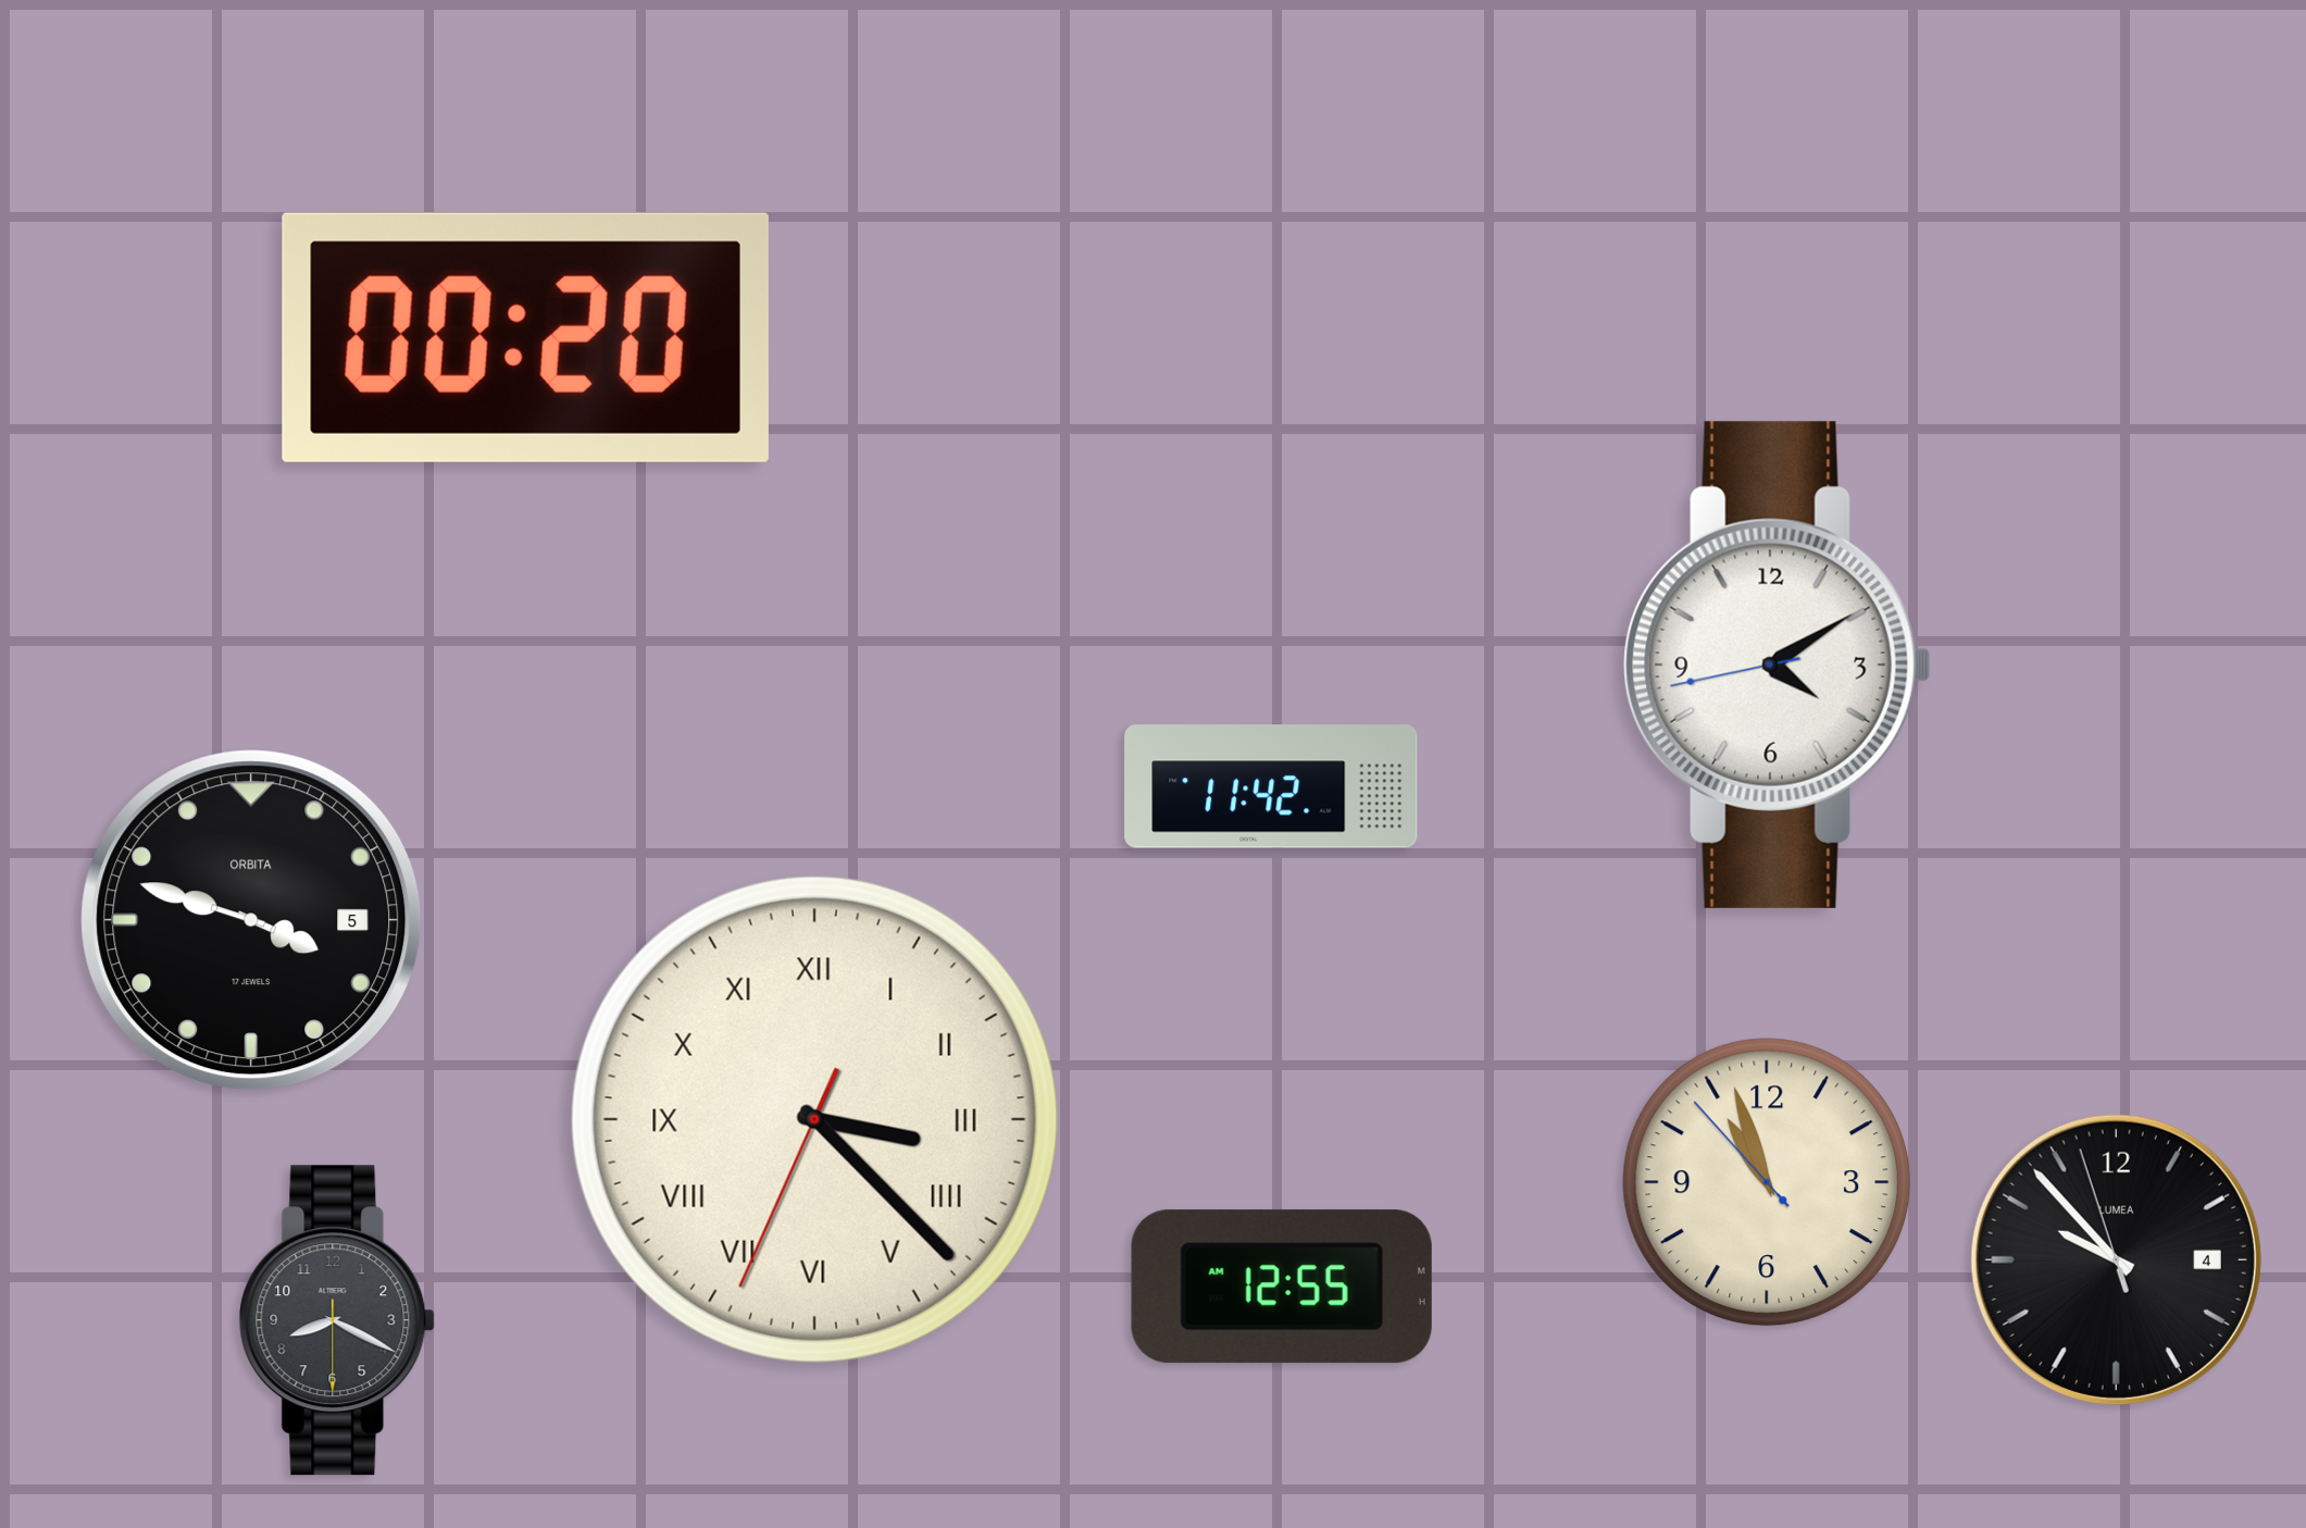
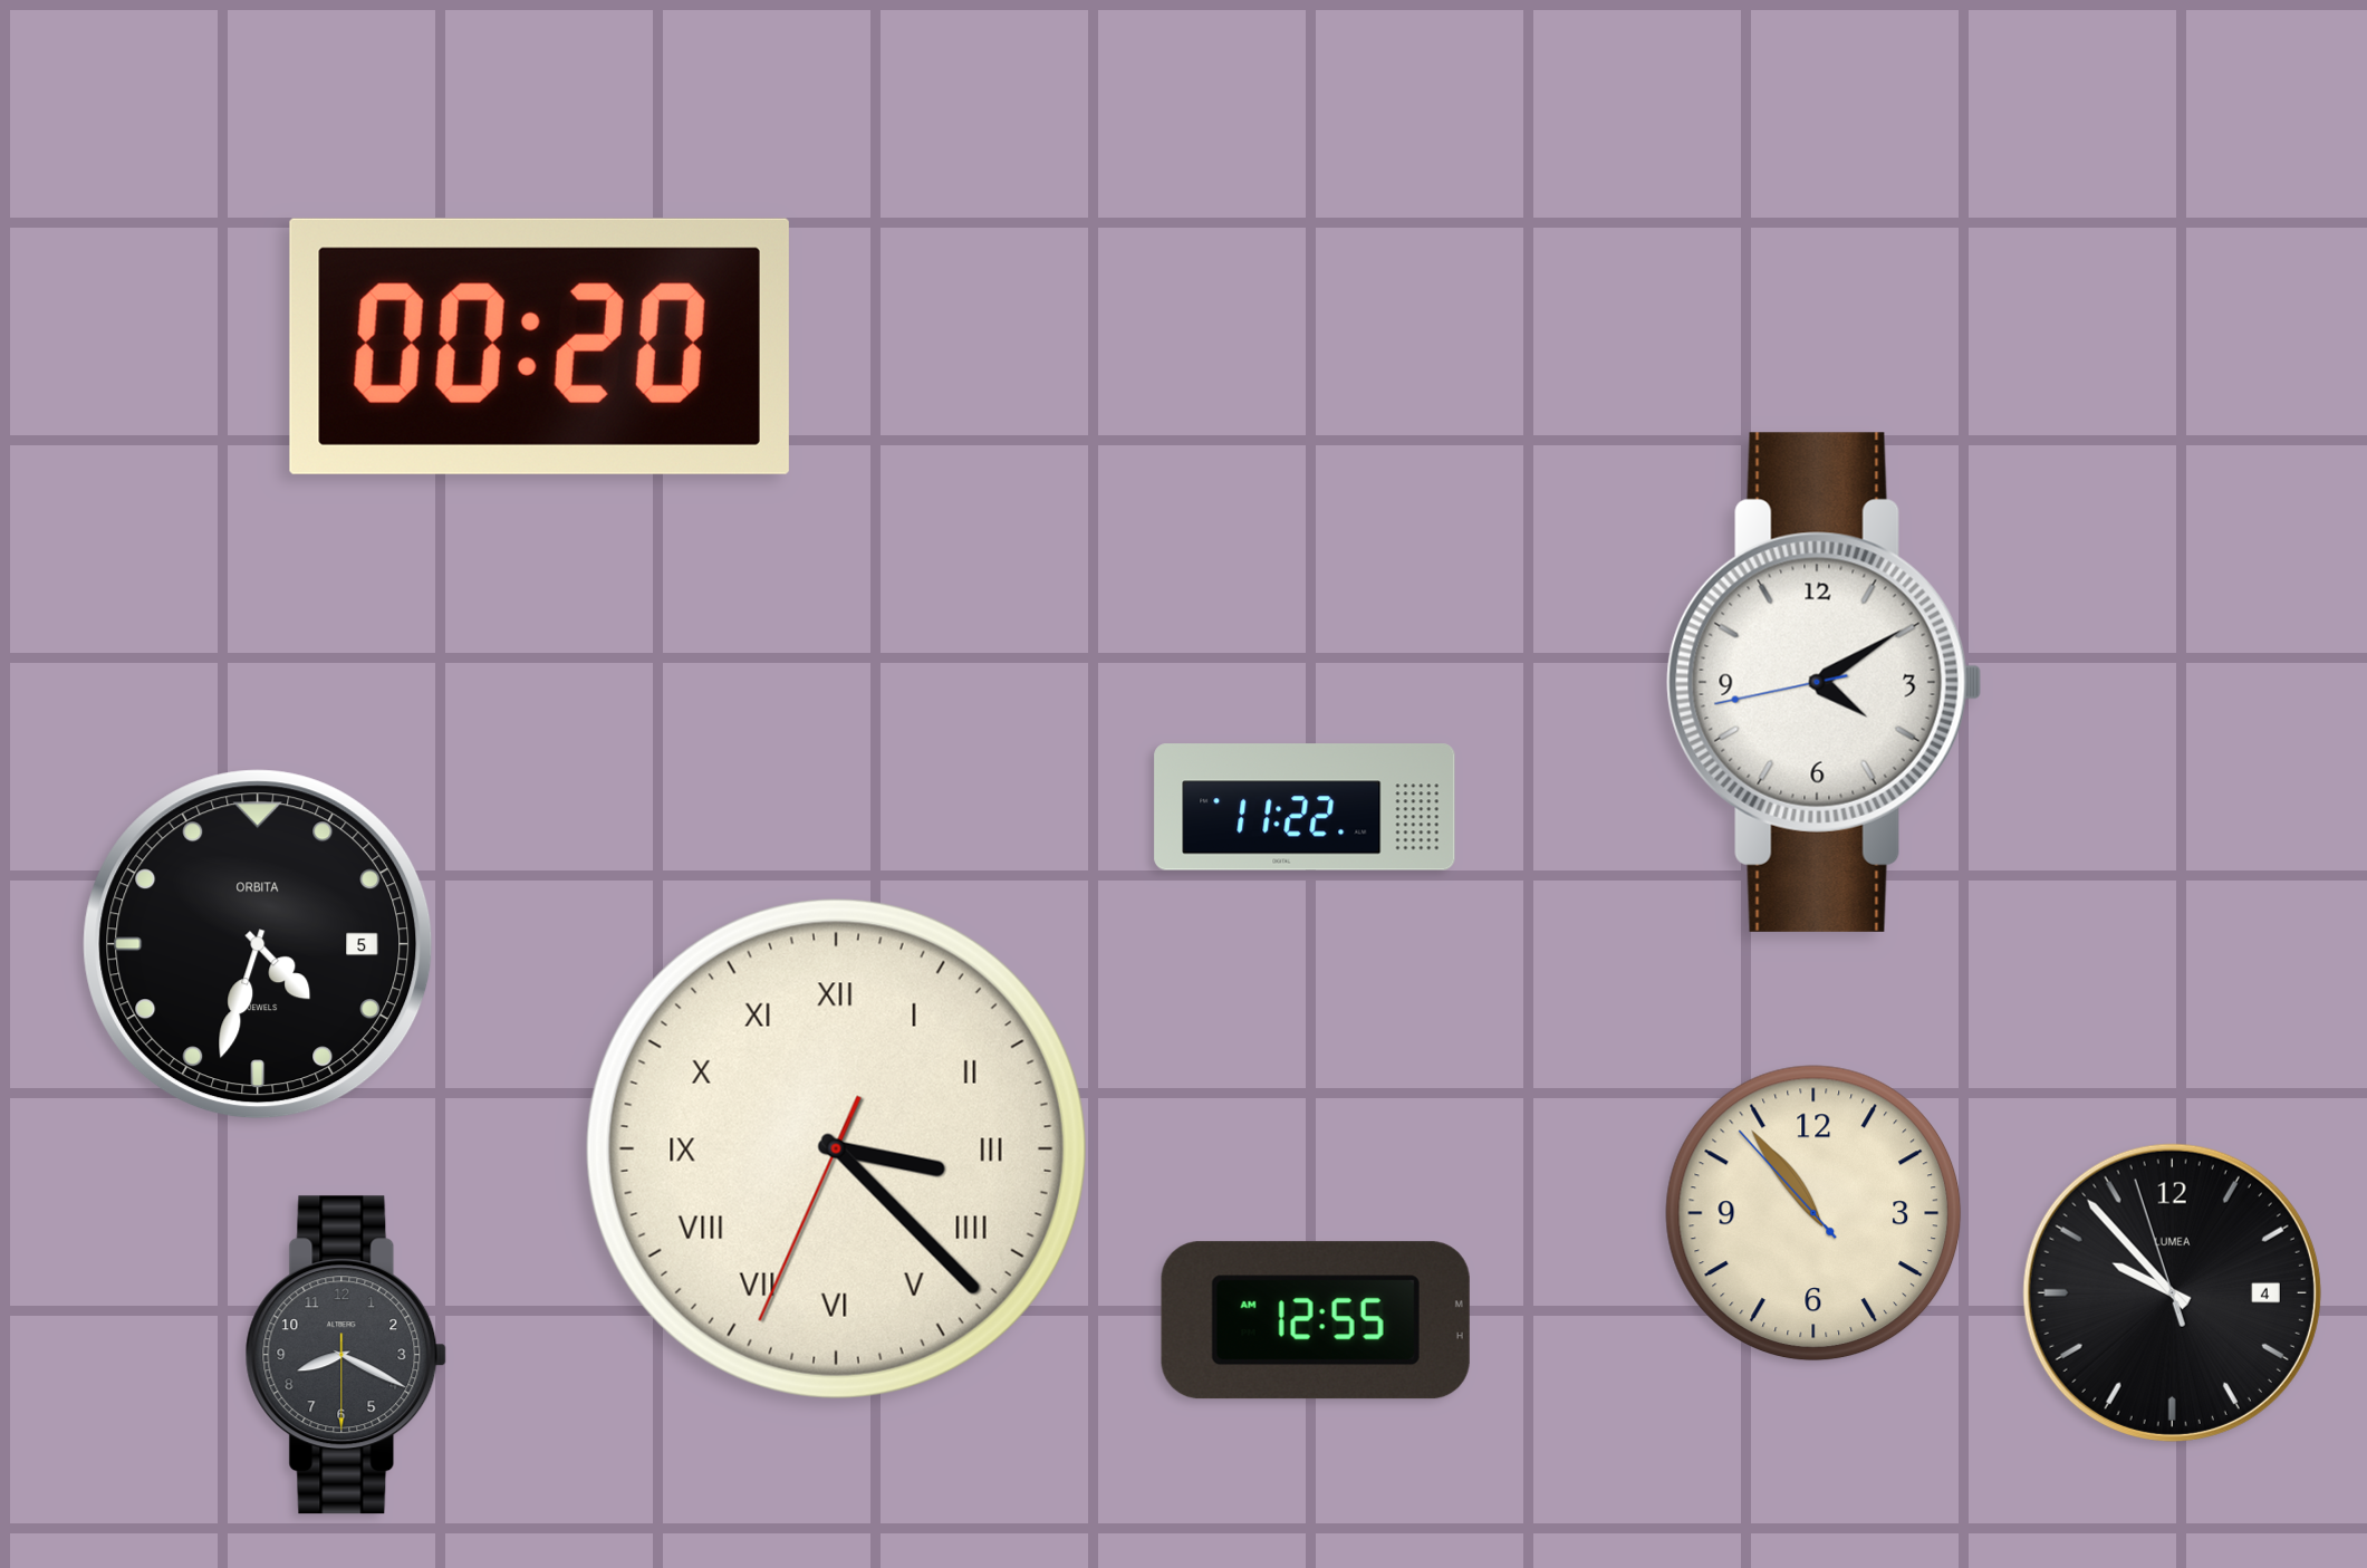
clock at (1271, 786): 11:42 -> 11:22
clock at (251, 920): 3:48 -> 4:33
clock at (1767, 1182): 10:56 -> 10:53
